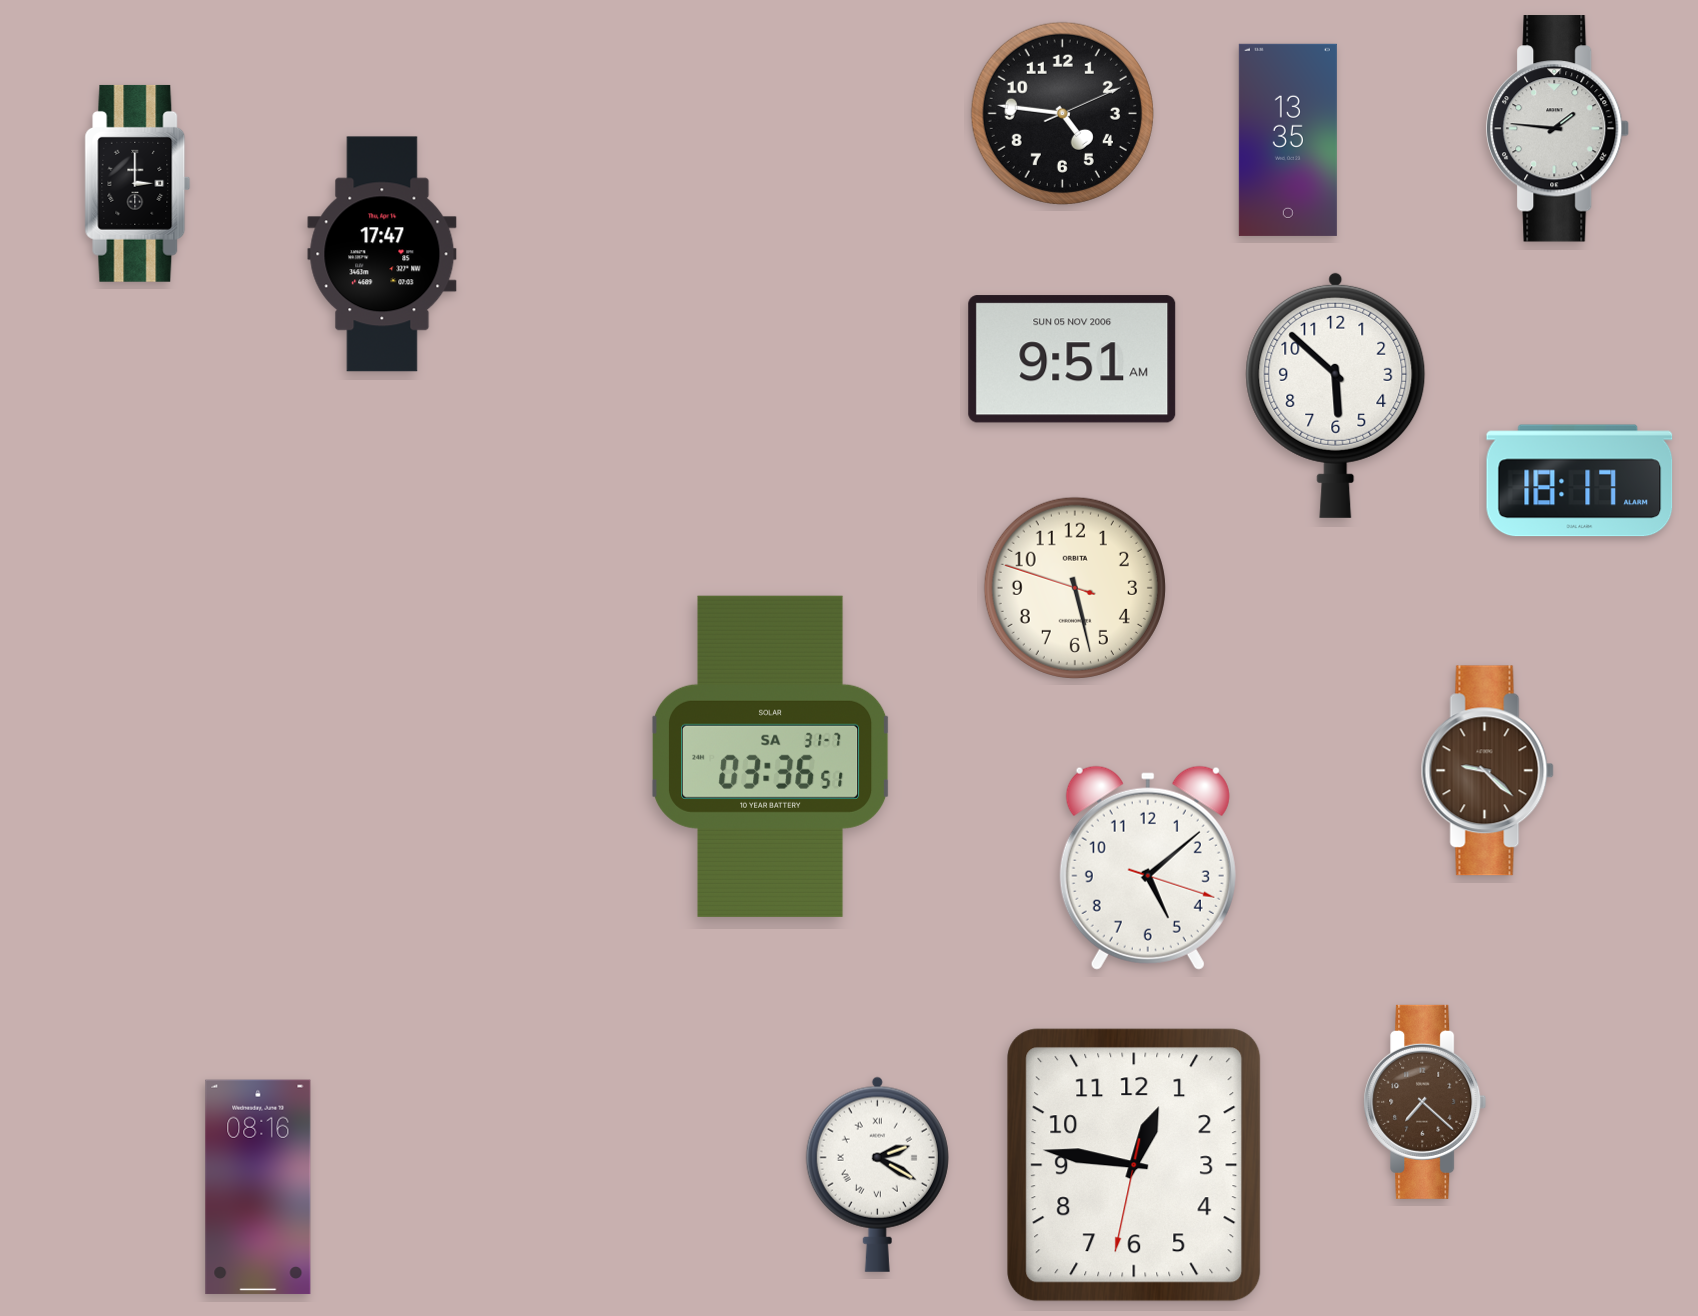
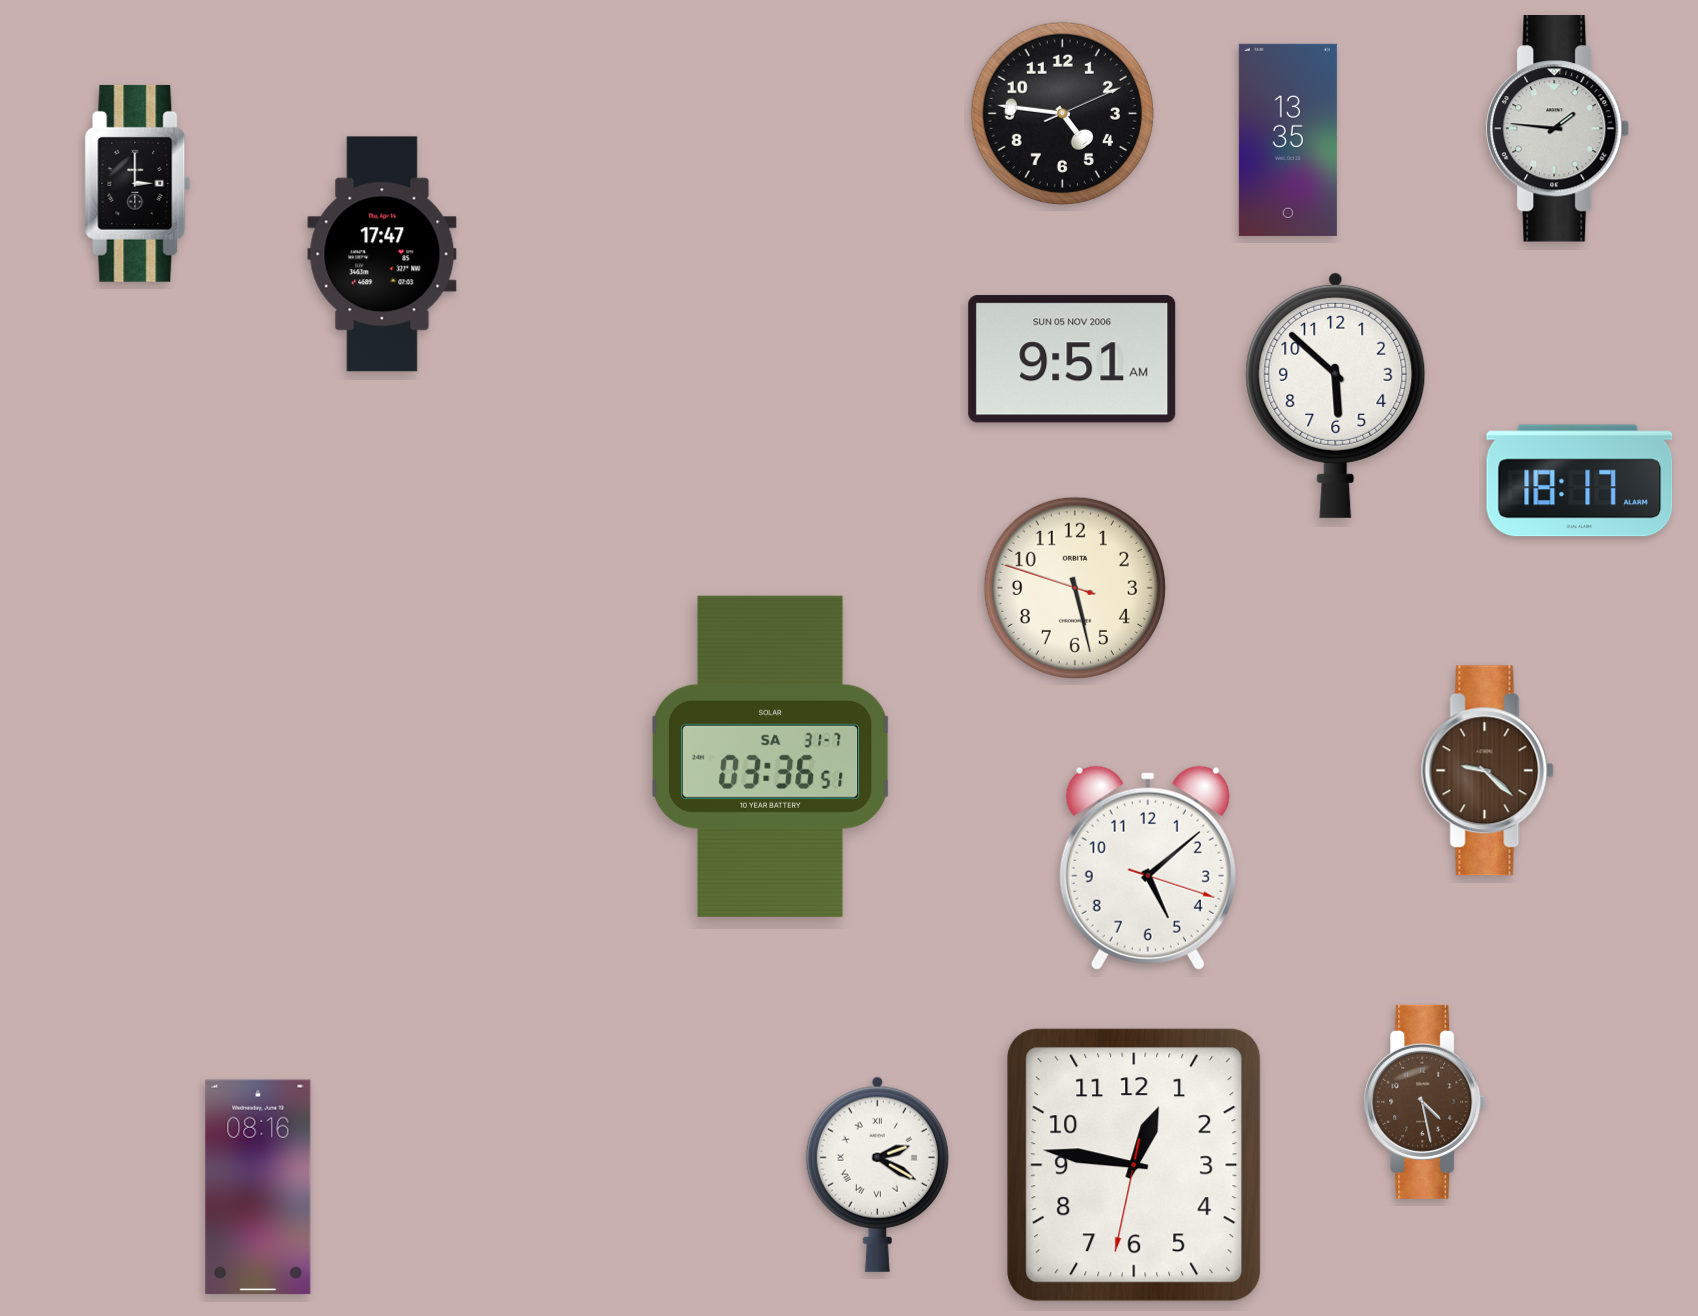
clock at (1425, 1102): 7:22 -> 4:28
